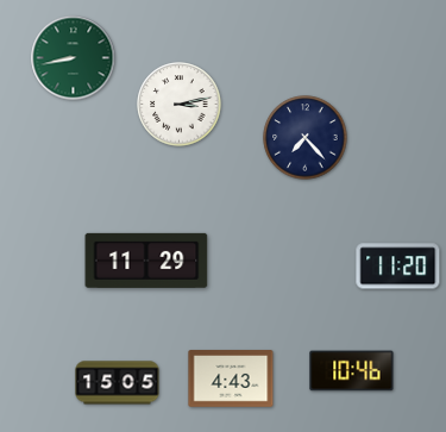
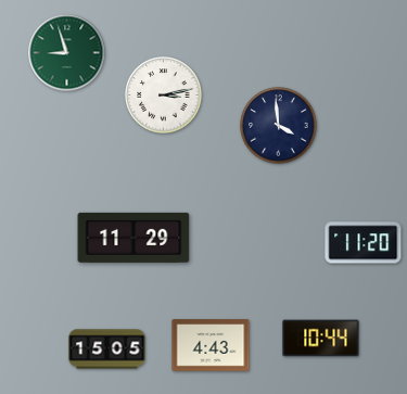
clock at (74, 58): 8:43 -> 8:57
clock at (306, 138): 7:23 -> 3:59
clock at (352, 371): 10:46 -> 10:44
